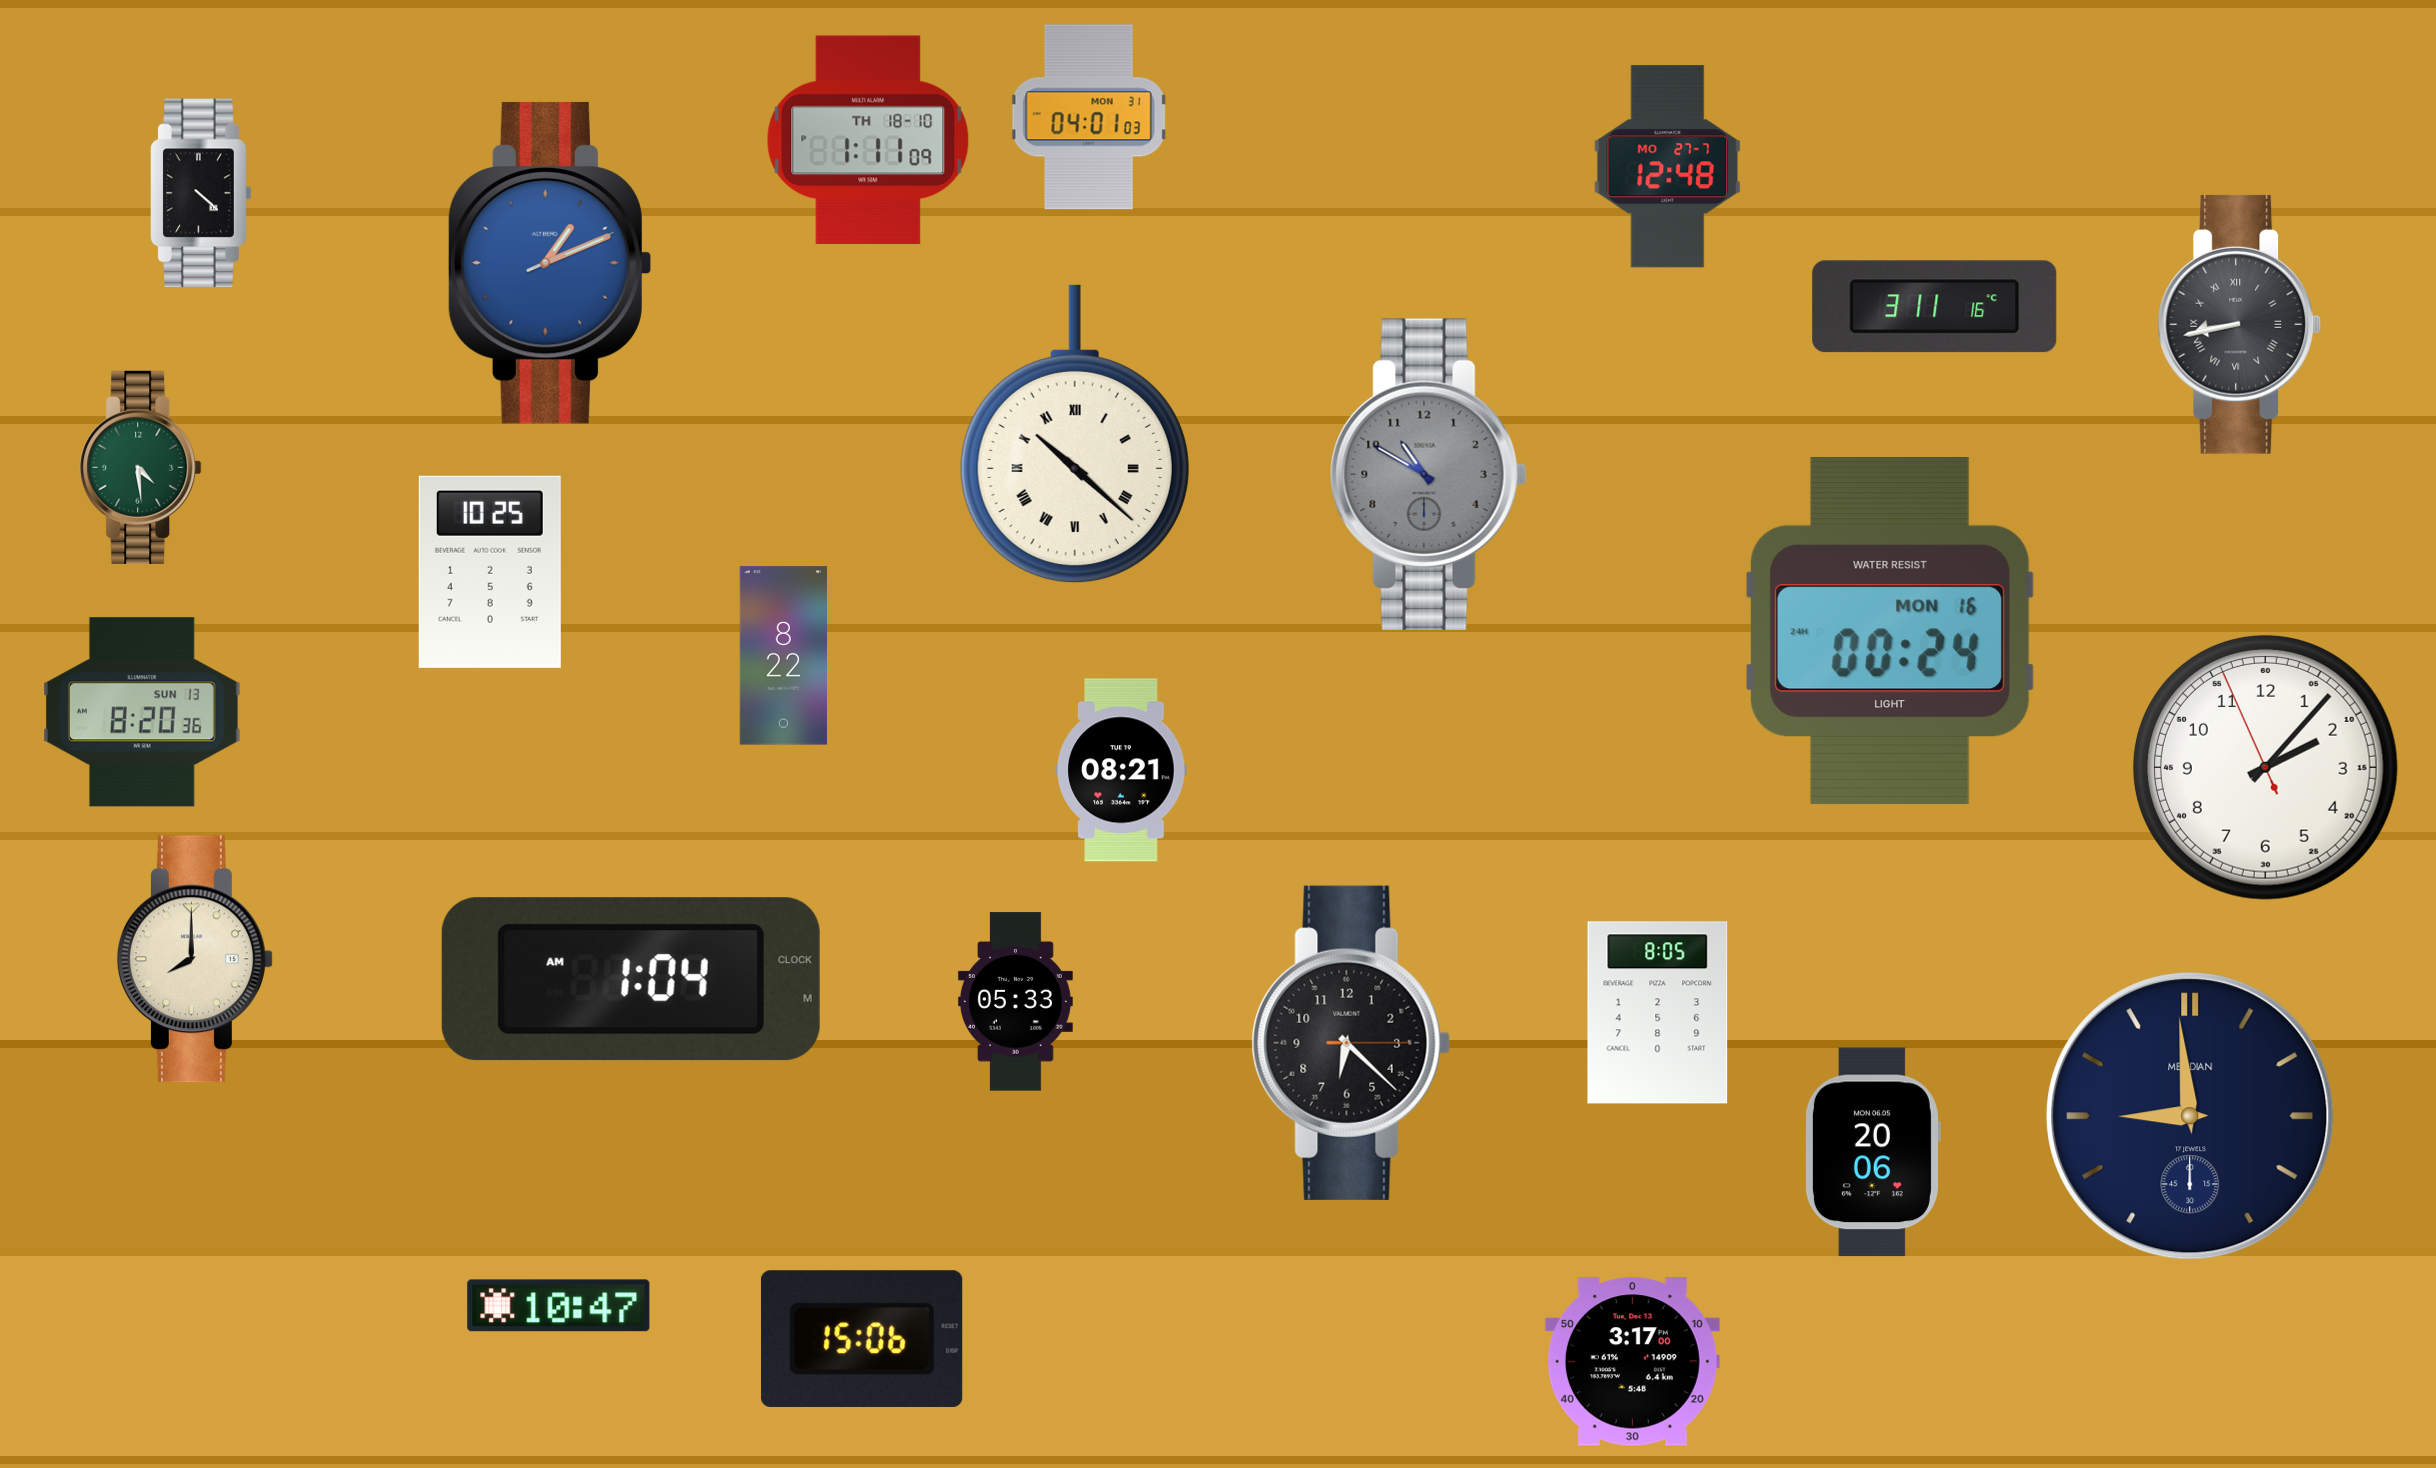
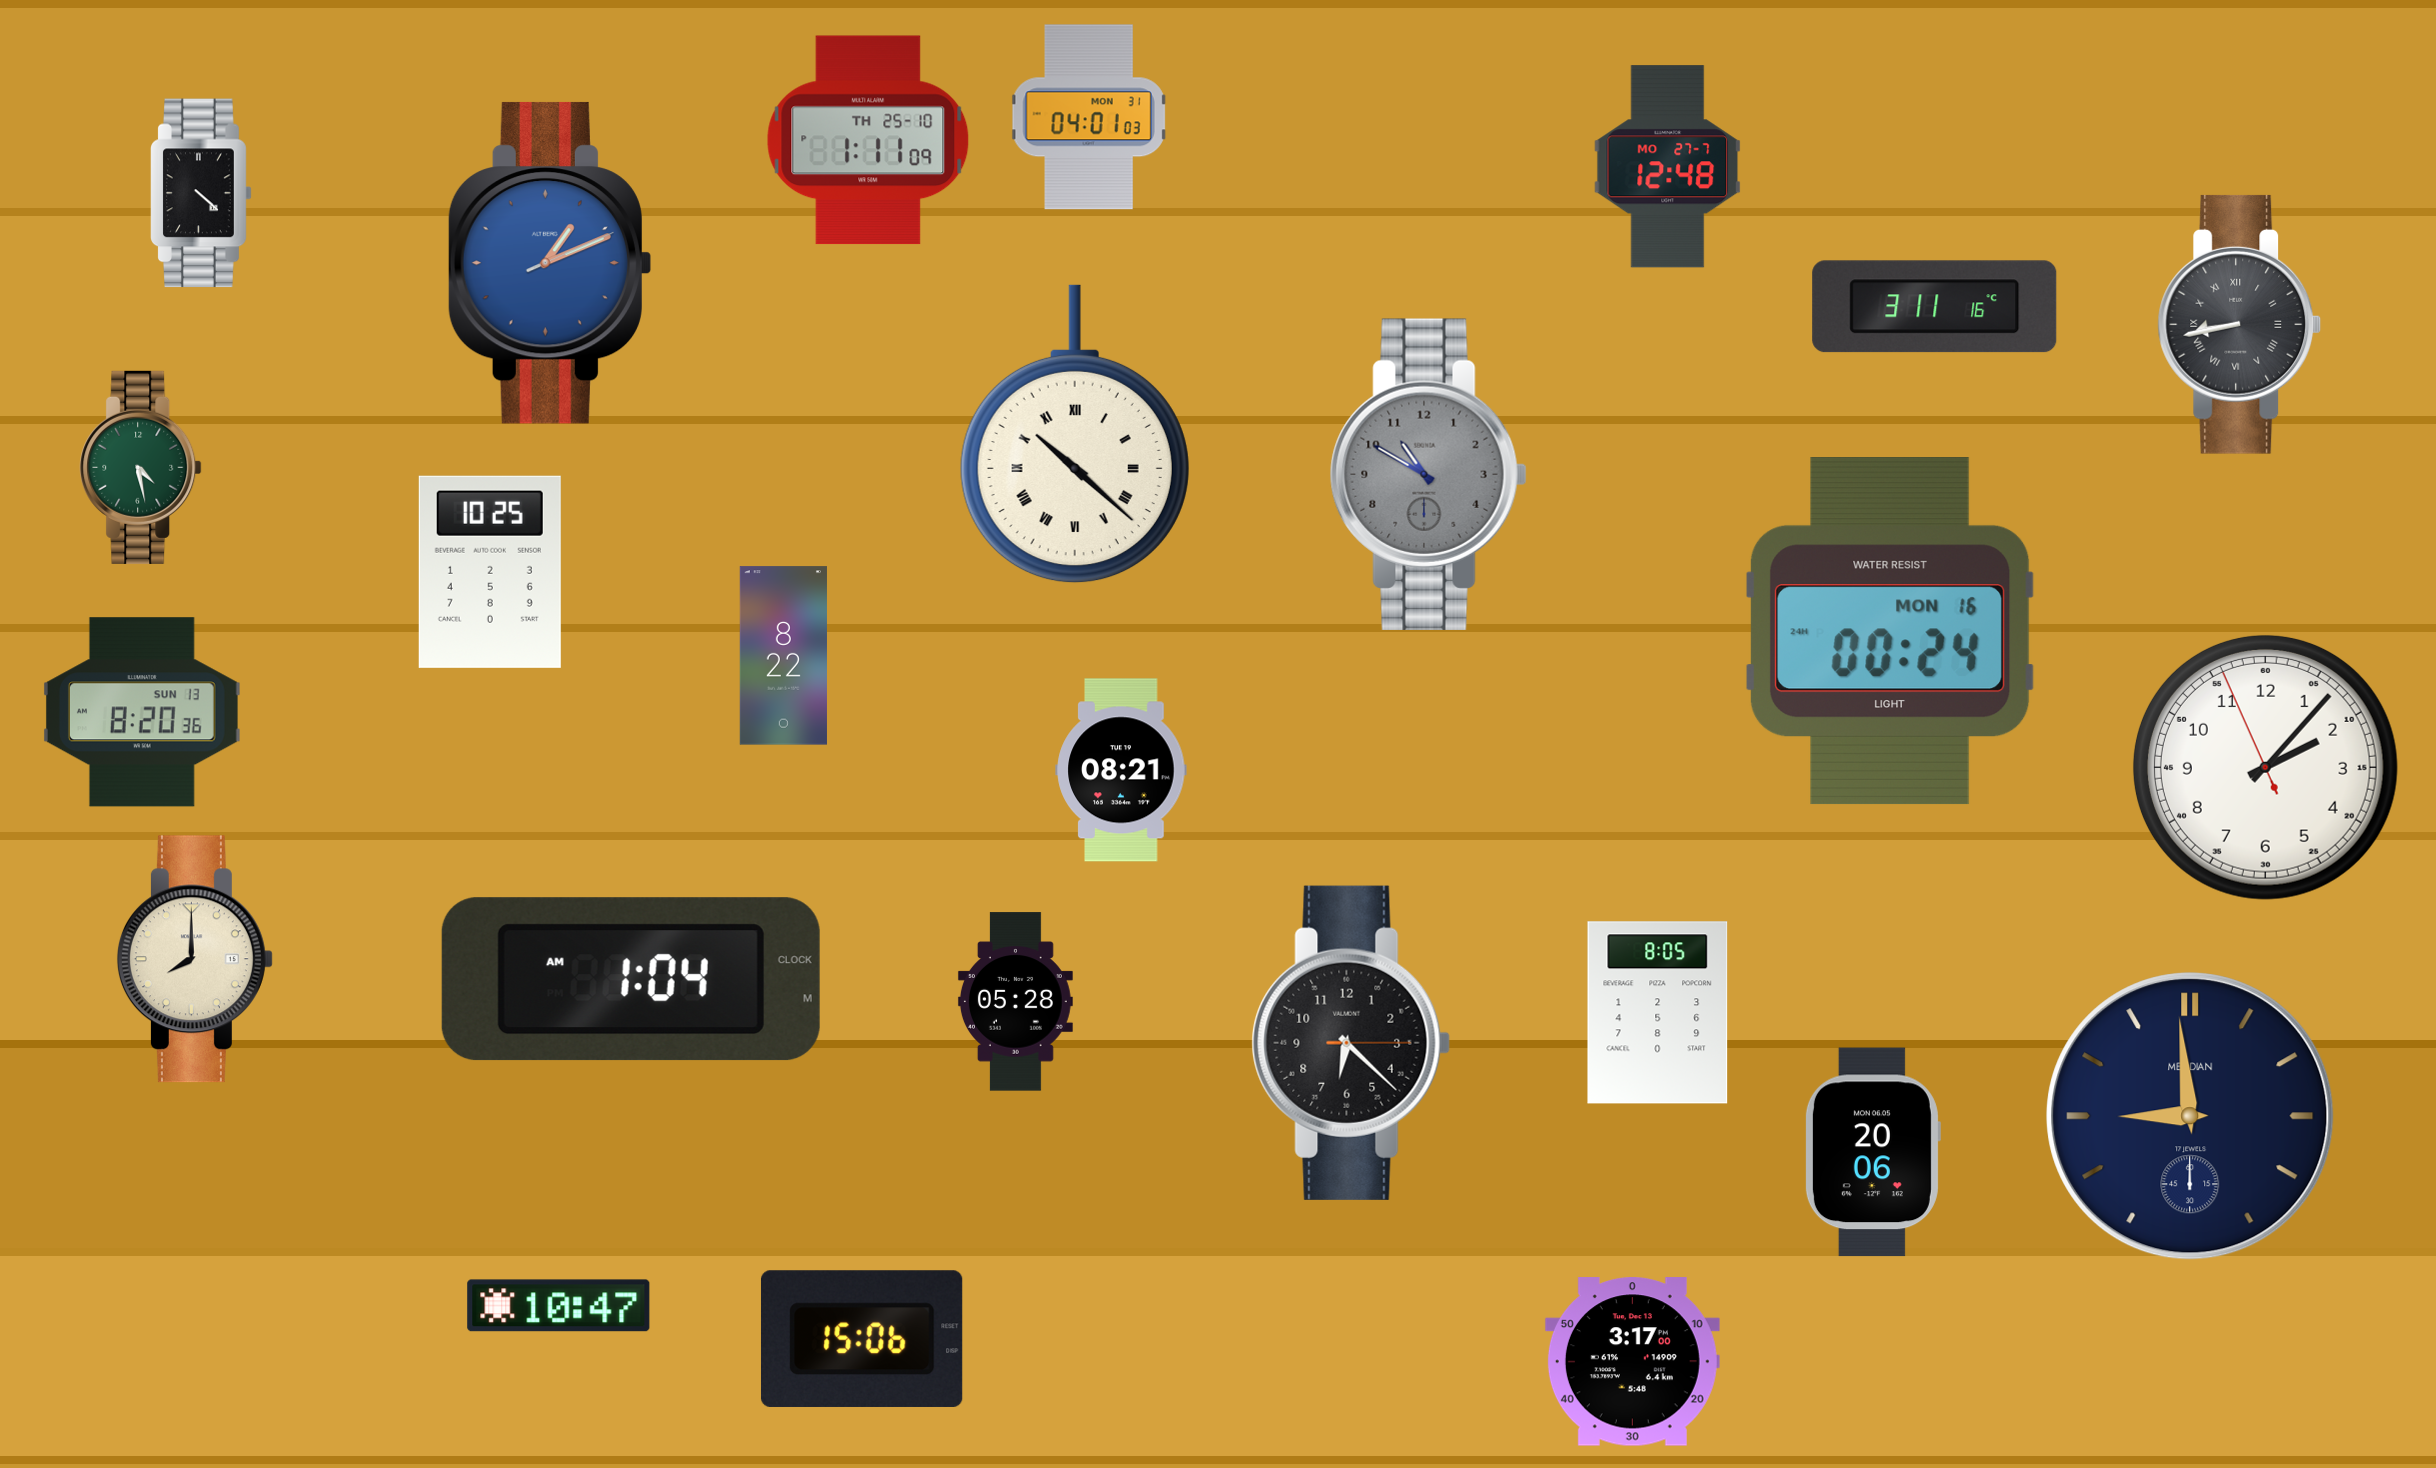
clock at (868, 140) date: TH 18-10 -> TH 25-10
clock at (141, 467): 4:29 -> 4:28
clock at (1015, 1002): 05:33 -> 05:28
